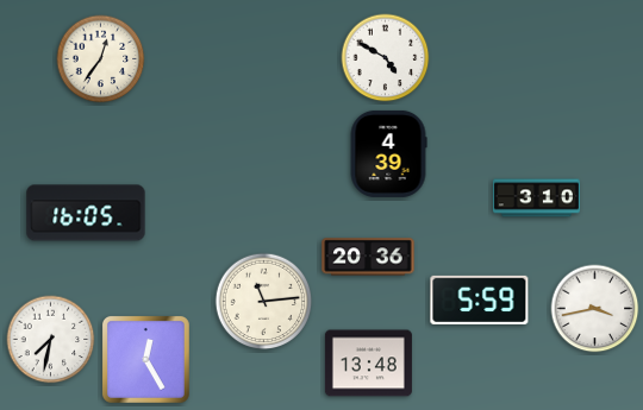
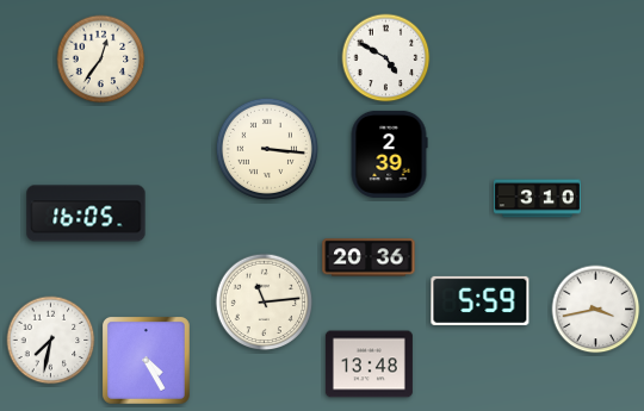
clock at (267, 149): none -> 3:16
clock at (388, 153): 4:39 -> 2:39
clock at (145, 359): 12:25 -> 4:25
